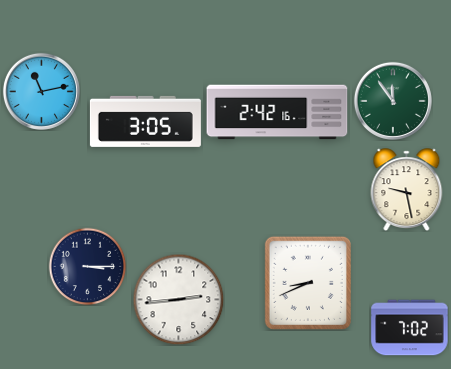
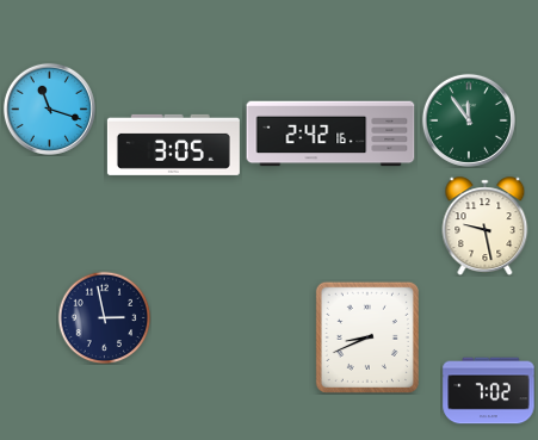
clock at (41, 91): 11:13 -> 11:18
clock at (87, 266): 3:15 -> 2:58
clock at (178, 299): 2:44 -> none
